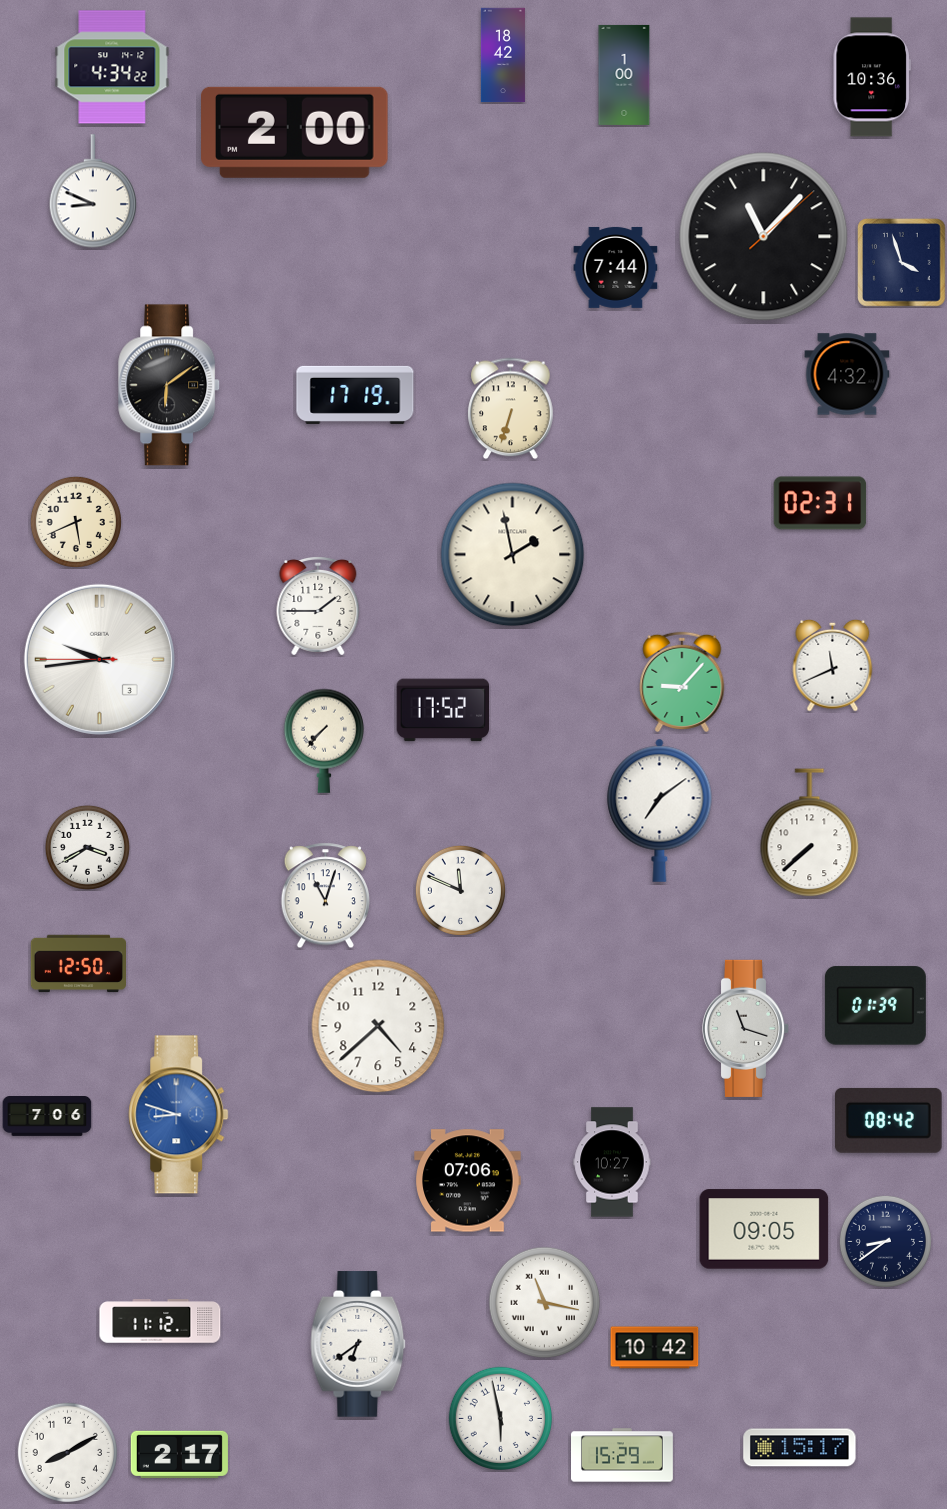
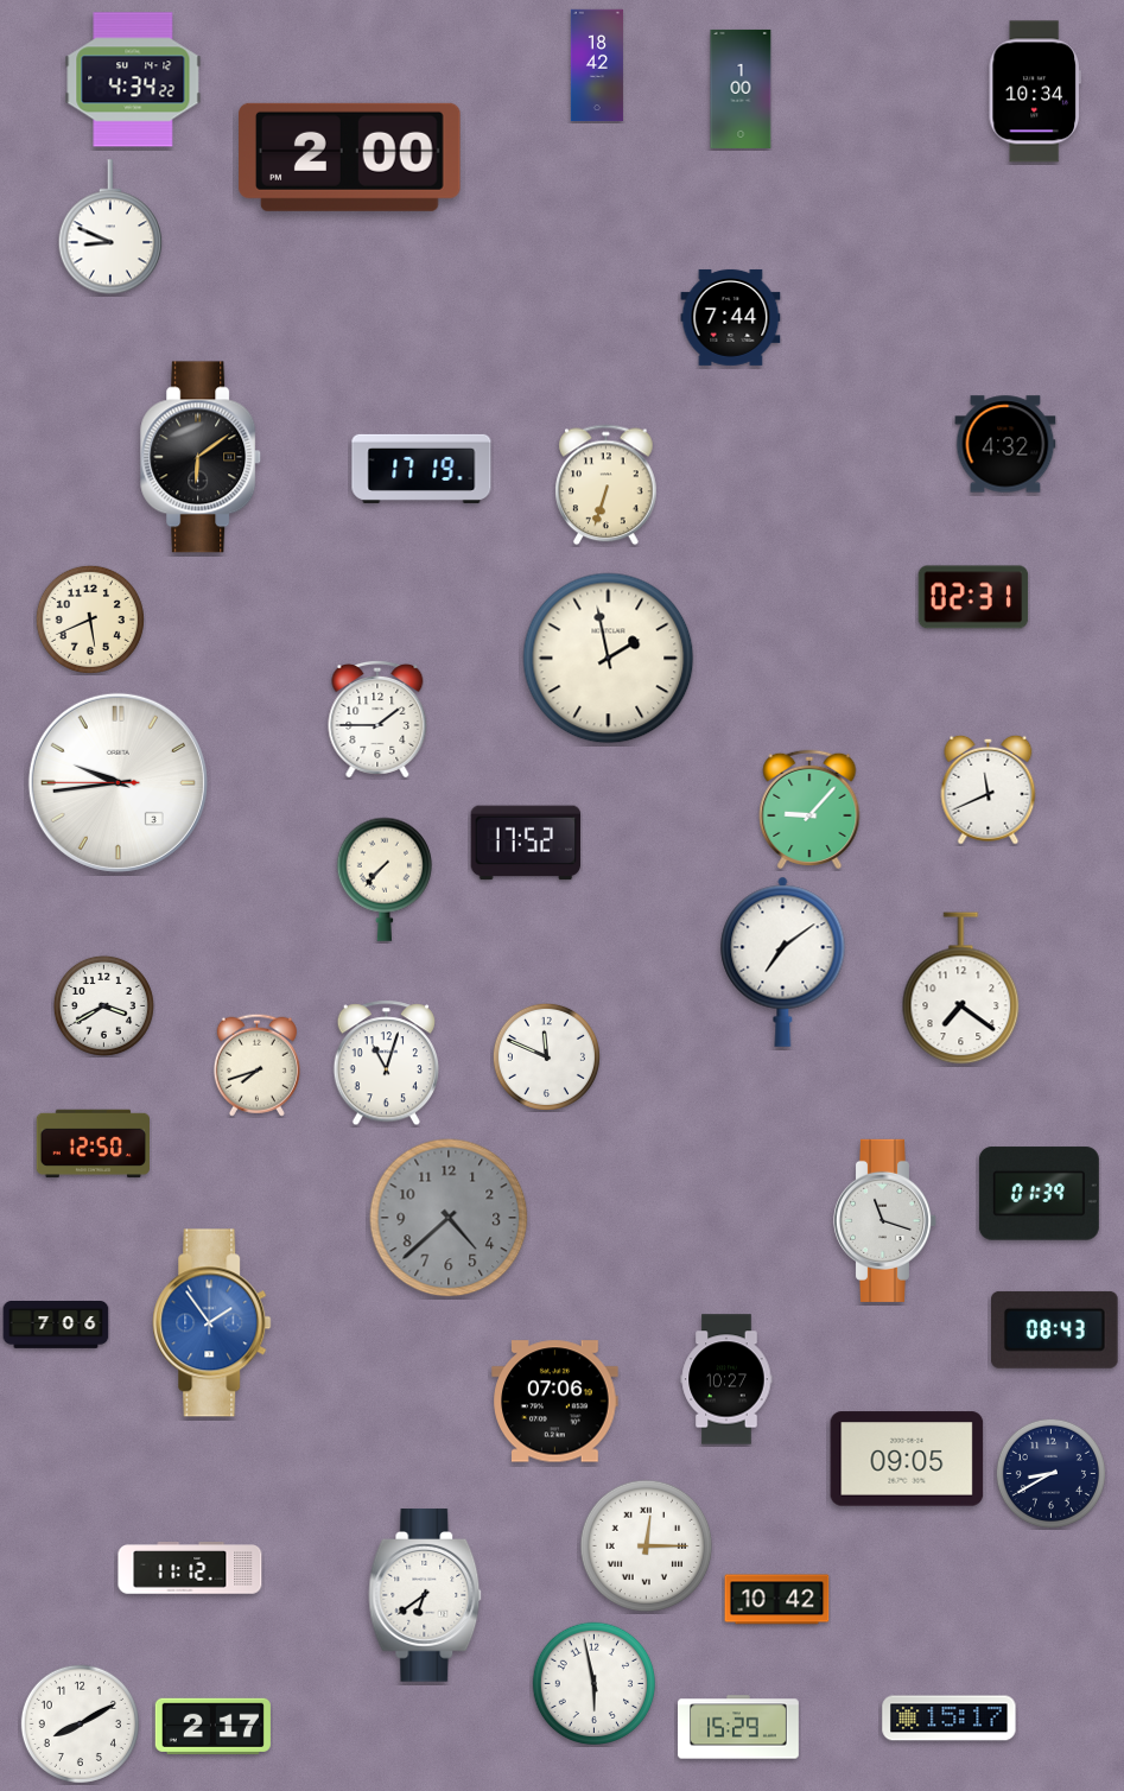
clock at (872, 77): 10:36 -> 10:34
clock at (764, 237): 11:07 -> none
clock at (902, 263): 3:57 -> none
clock at (810, 833): 7:38 -> 7:21
clock at (256, 1065): none -> 7:42
clock at (378, 1026) dial: white -> grey
clock at (179, 1115): 8:48 -> 1:54
clock at (889, 1120): 08:42 -> 08:43
clock at (885, 1241): 8:39 -> 8:40
clock at (545, 1303): 11:17 -> 12:15
